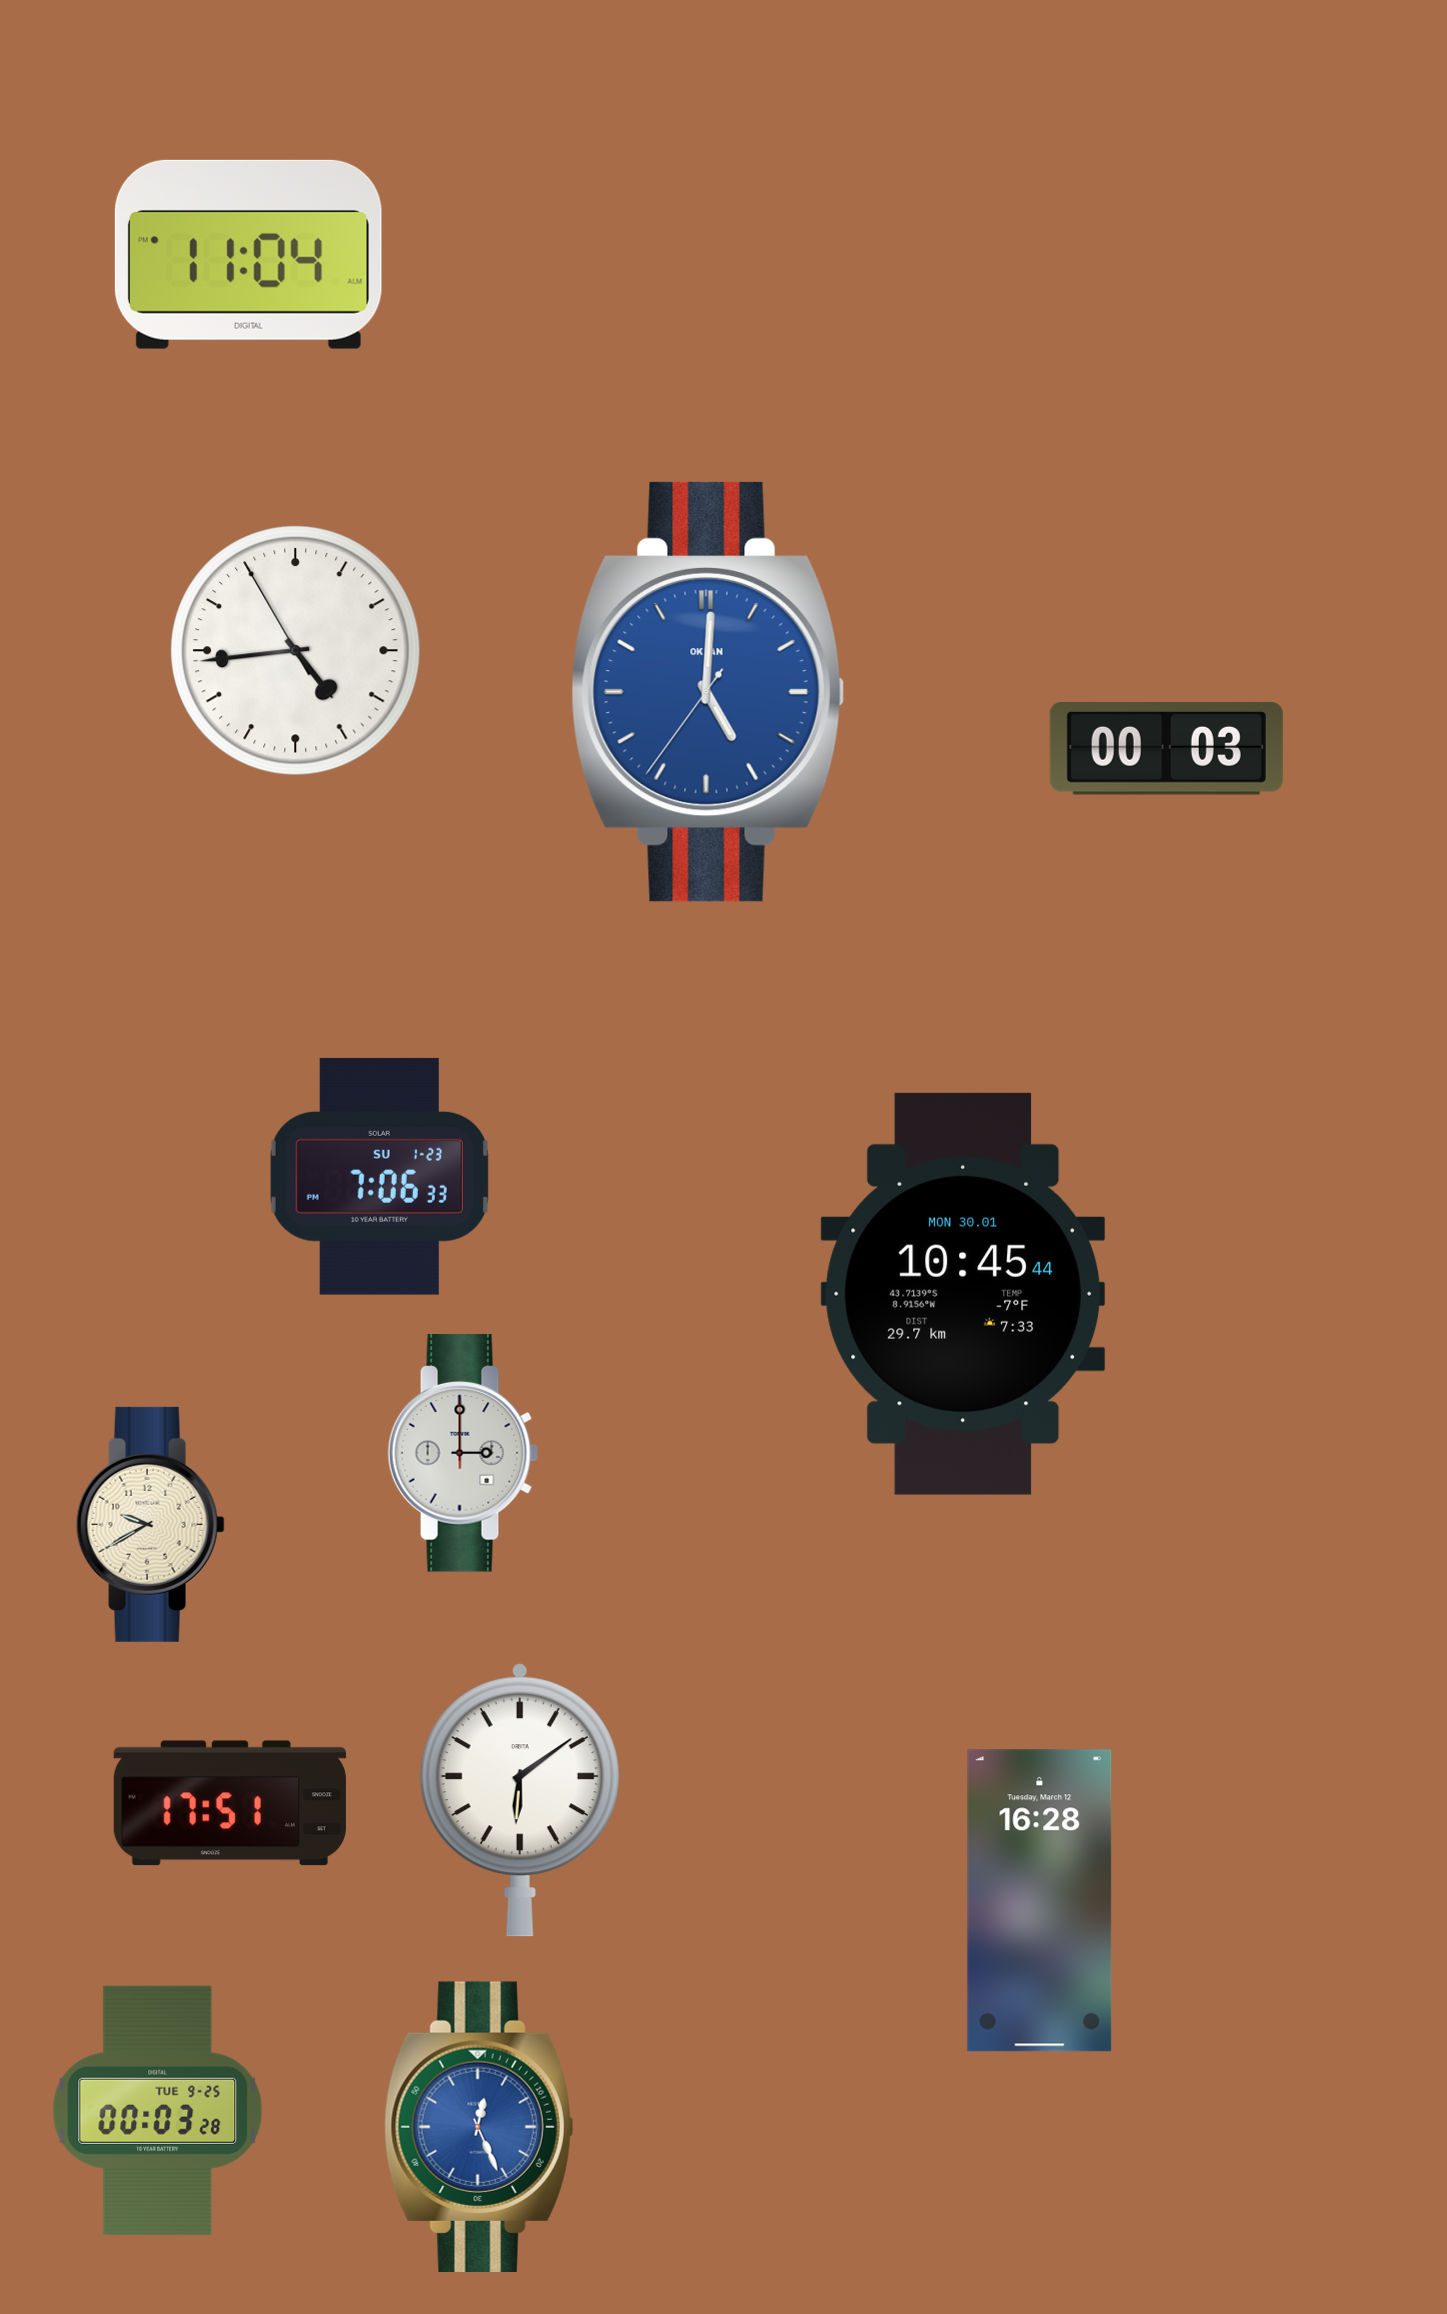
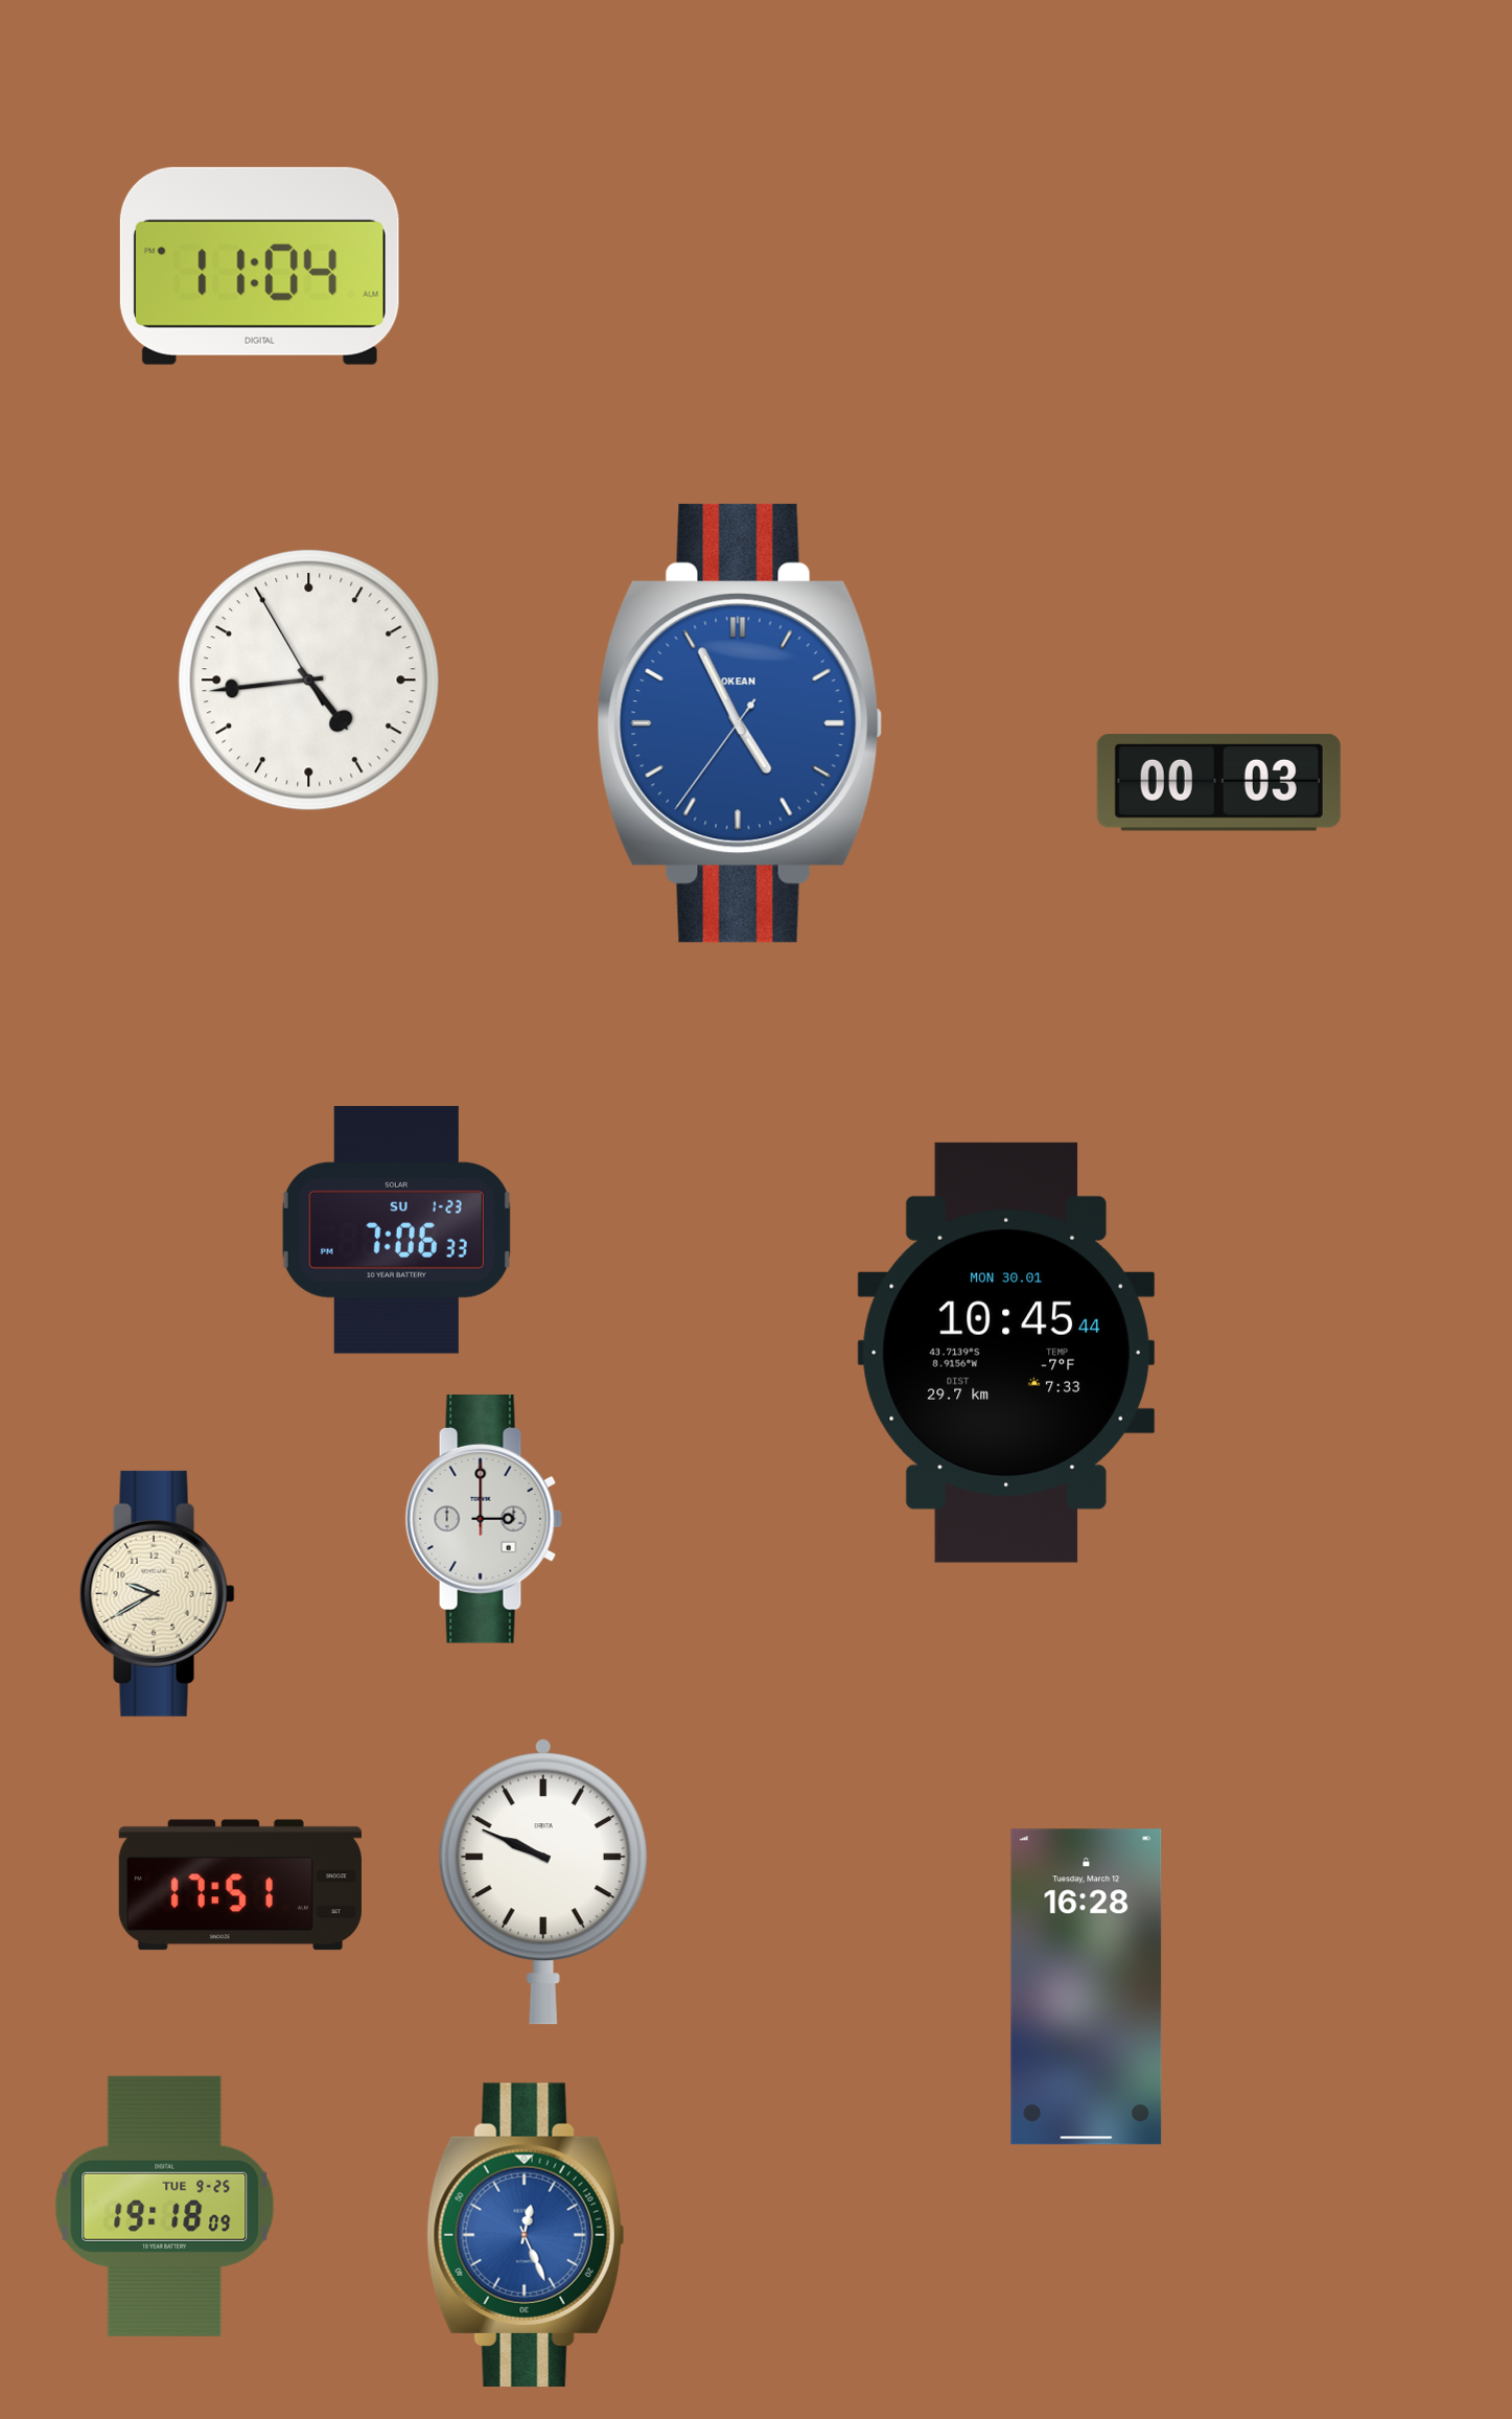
clock at (708, 692): 5:00 -> 4:55
clock at (520, 1800): 6:09 -> 9:49
clock at (158, 2110): 00:03 -> 19:18
clock at (479, 2127) position: (479, 2127) -> (526, 2235)
